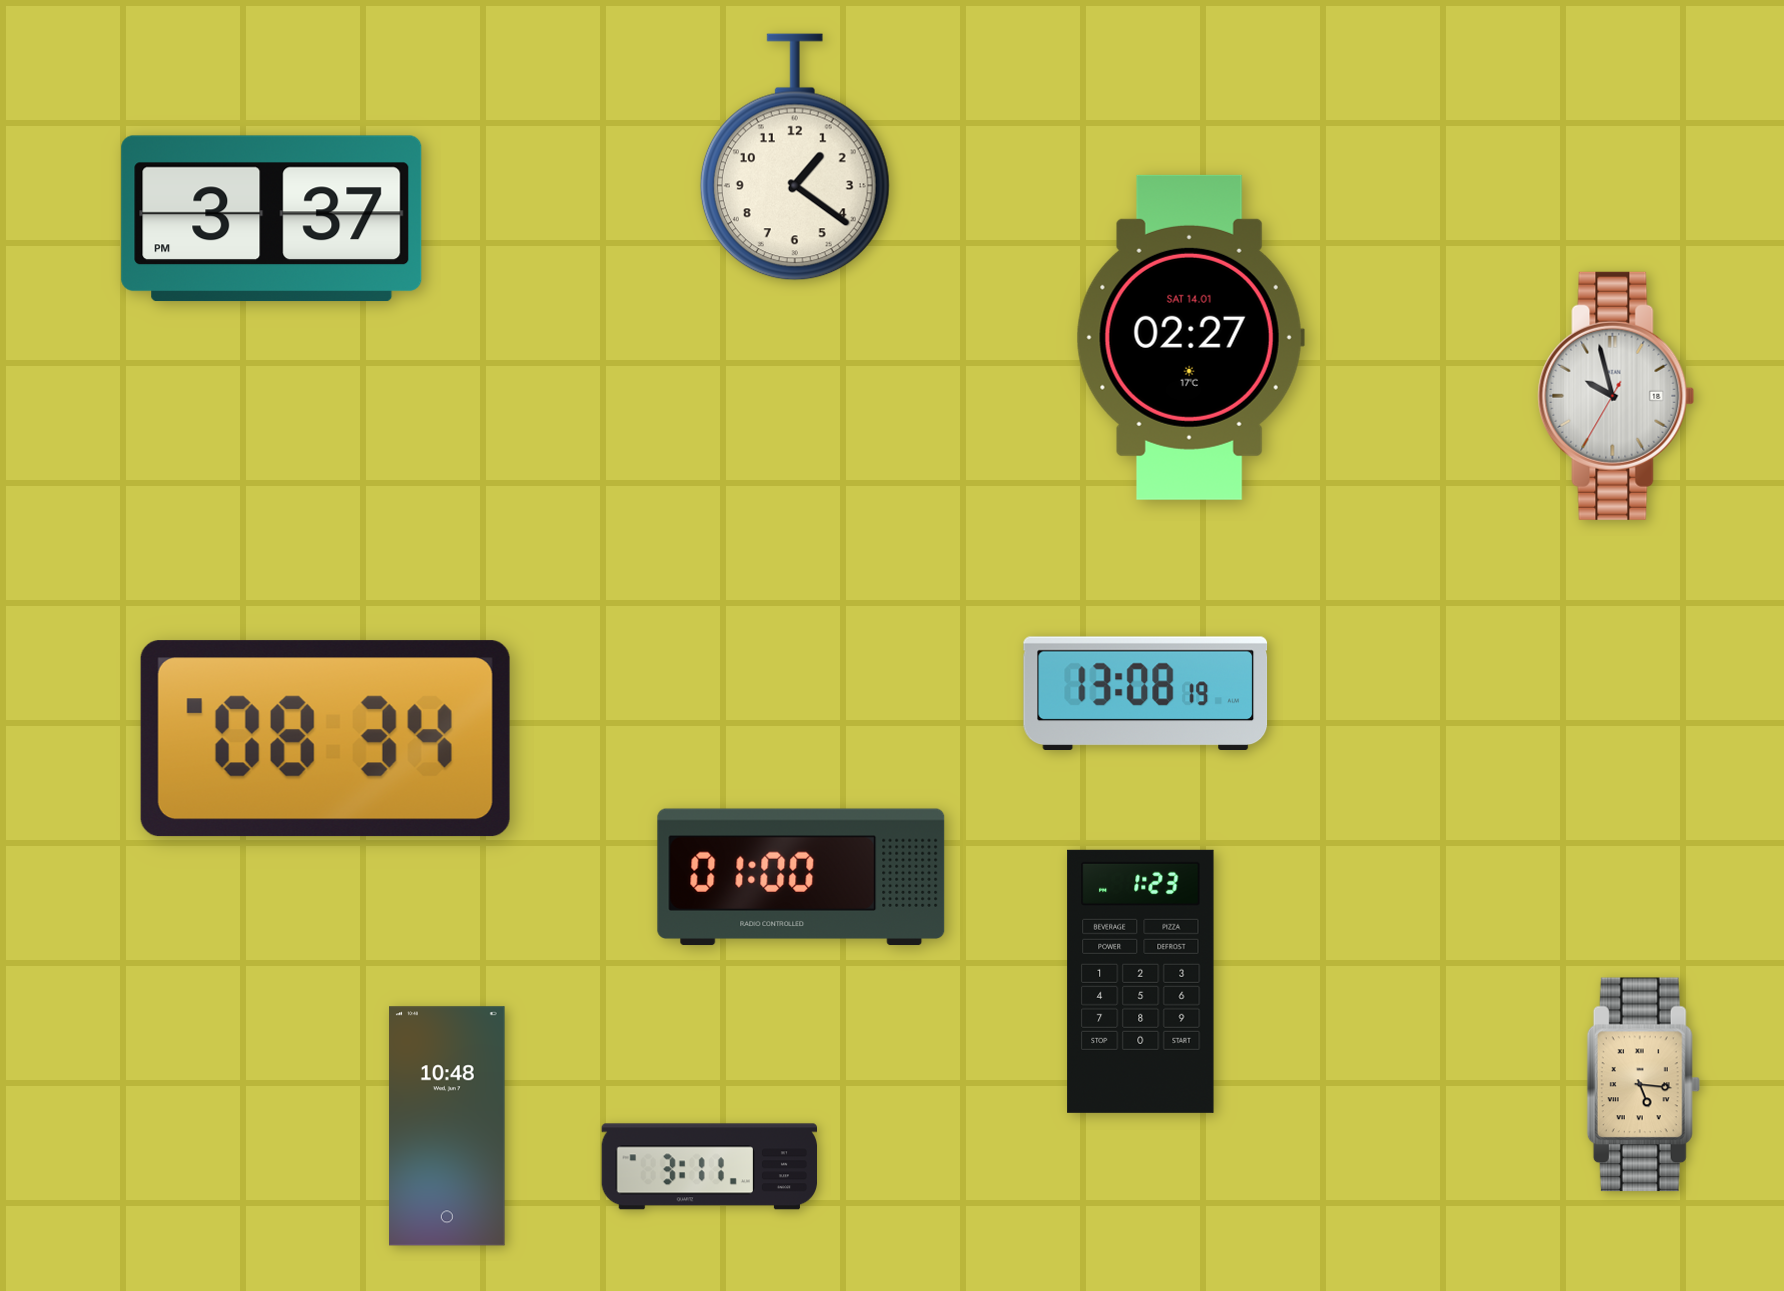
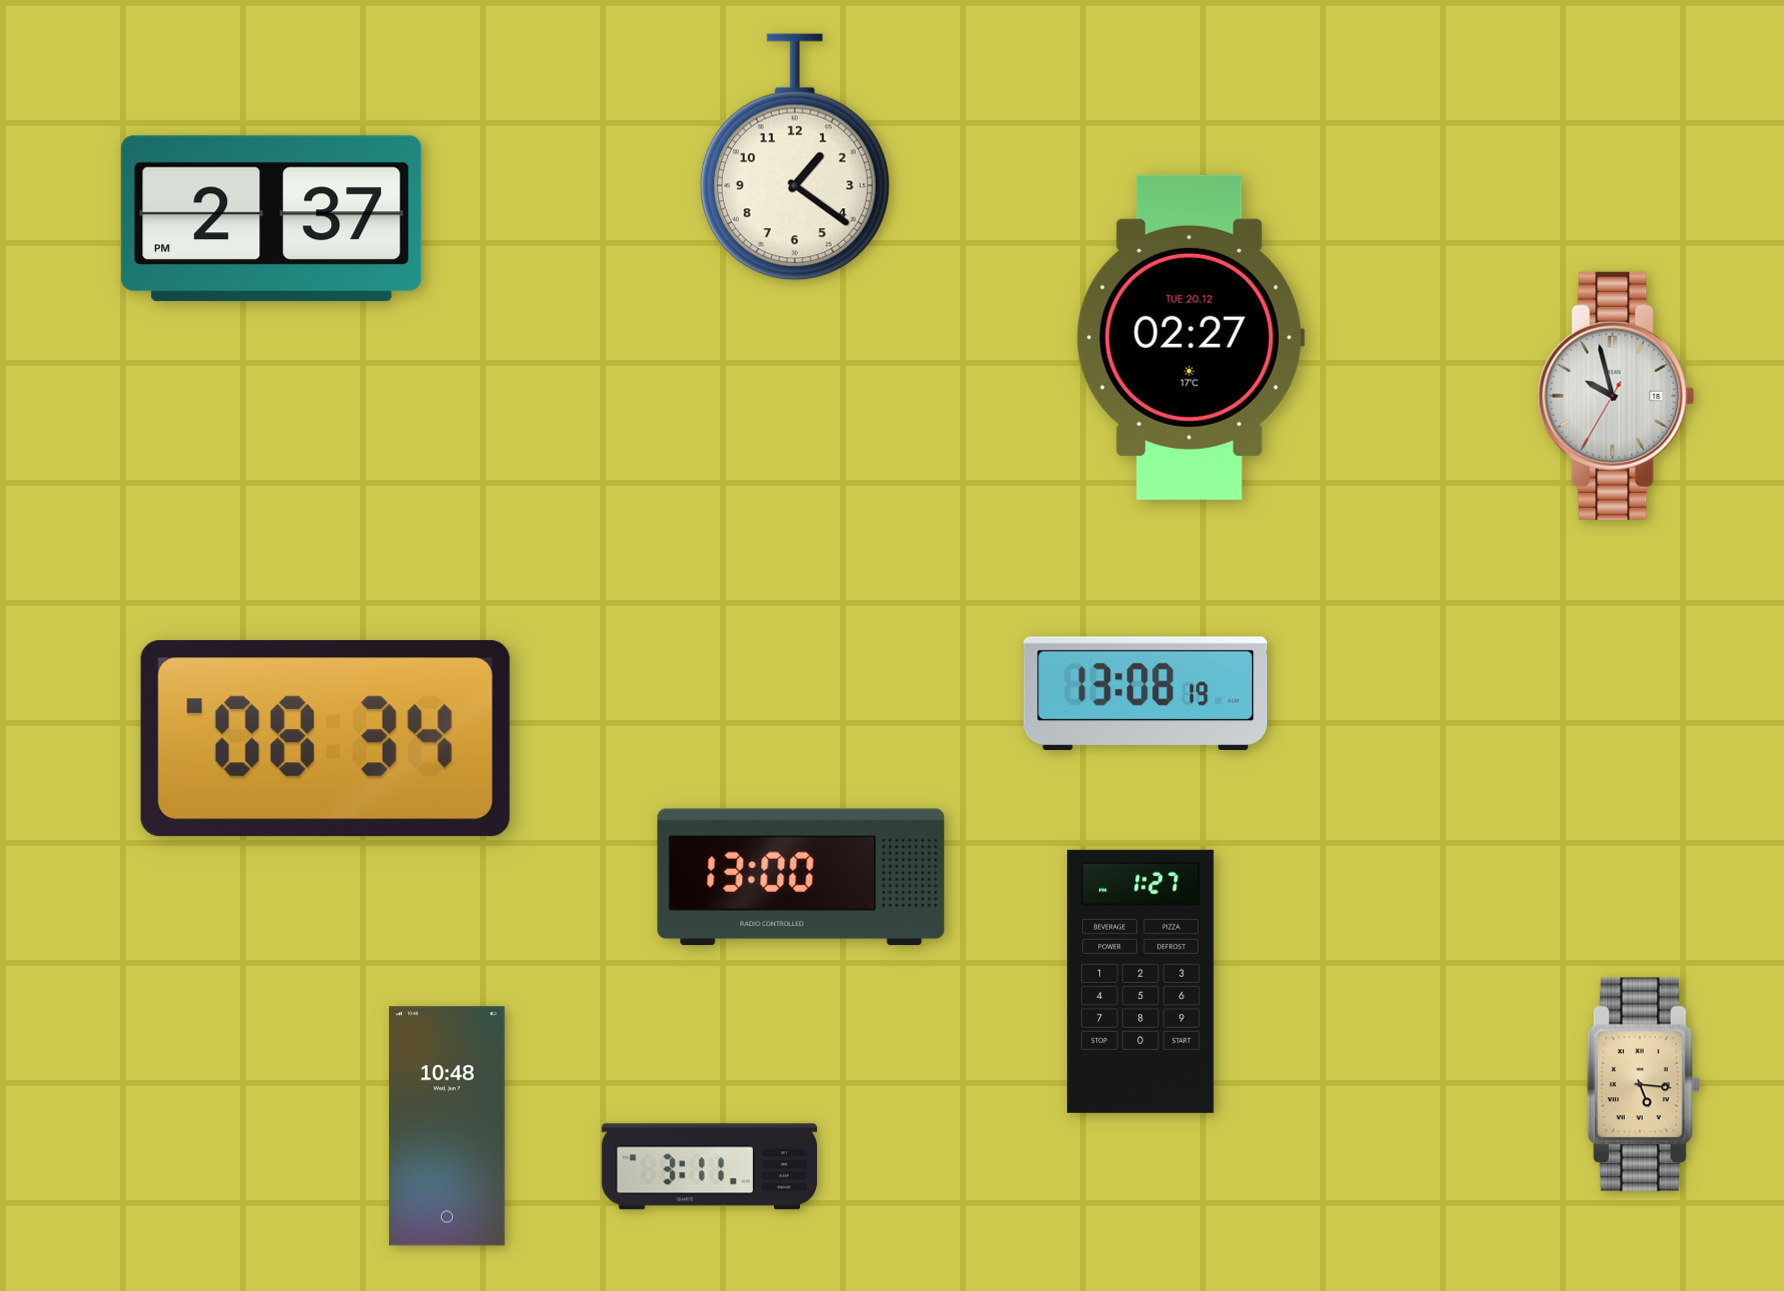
clock at (272, 219): 3:37 -> 2:37
clock at (1190, 337) date: SAT 14.01 -> TUE 20.12
clock at (801, 877): 01:00 -> 13:00
clock at (1141, 981): 1:23 -> 1:27
